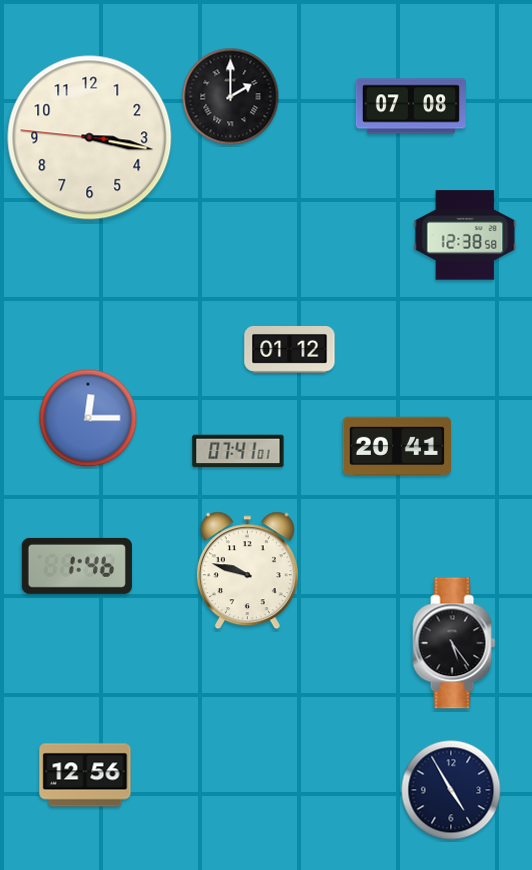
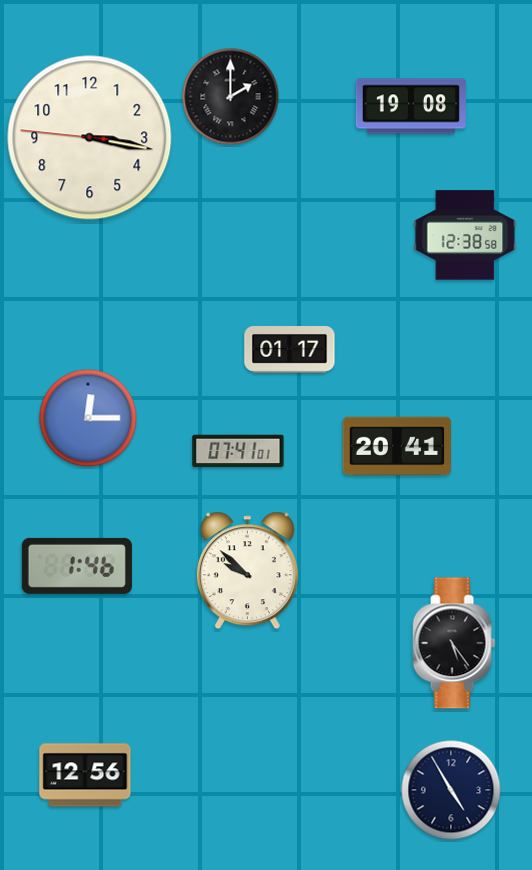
clock at (411, 106): 07:08 -> 19:08
clock at (290, 350): 01:12 -> 01:17
clock at (247, 571): 9:48 -> 9:52
